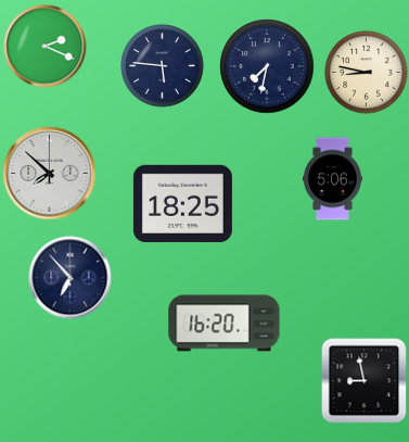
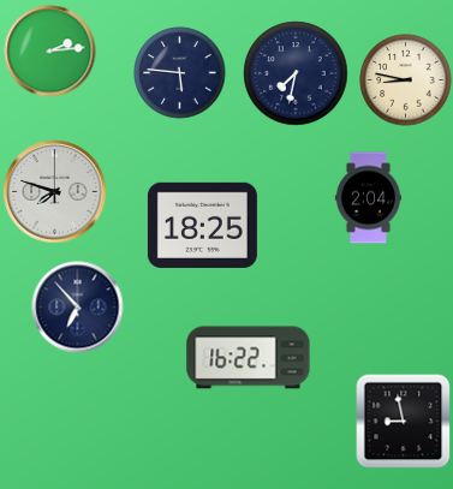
clock at (46, 47): 2:19 -> 2:14
clock at (50, 174): 7:52 -> 7:48
clock at (332, 179): 5:06 -> 2:04
clock at (225, 324): 16:20 -> 16:22
